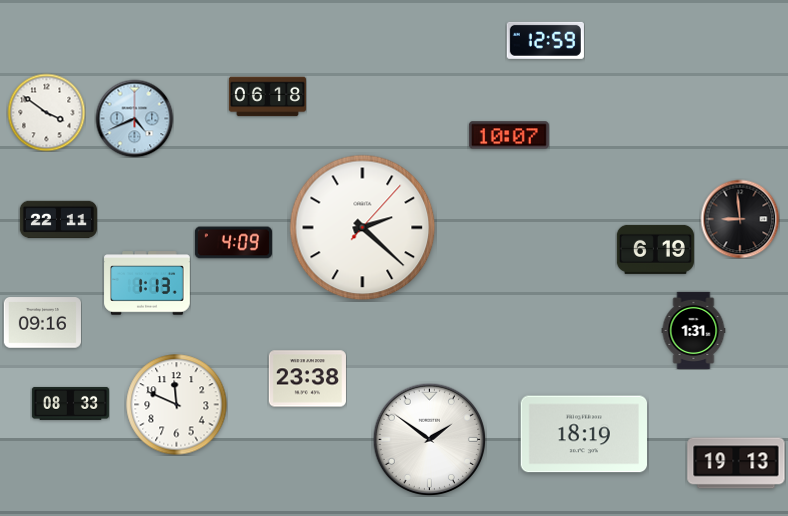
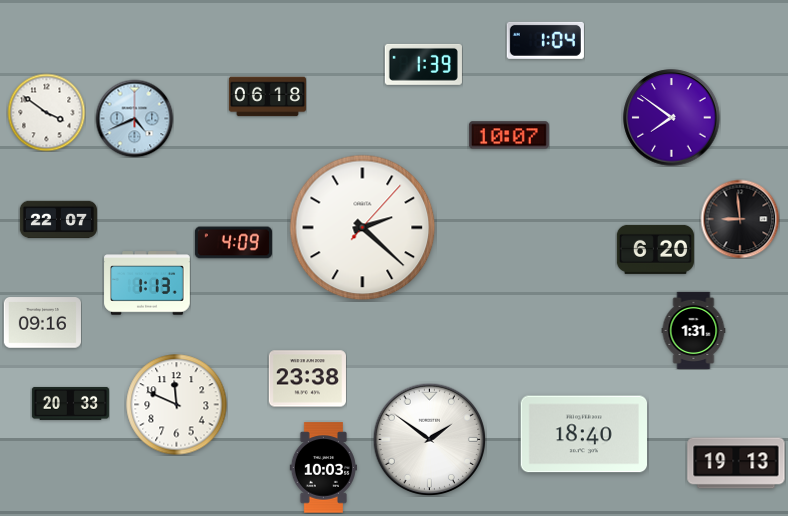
clock at (545, 40): 12:59 -> 1:04
clock at (423, 64): none -> 1:39
clock at (672, 118): none -> 7:51
clock at (58, 220): 22:11 -> 22:07
clock at (655, 249): 6:19 -> 6:20
clock at (70, 403): 08:33 -> 20:33
clock at (583, 434): 18:19 -> 18:40
clock at (323, 468): none -> 10:03
